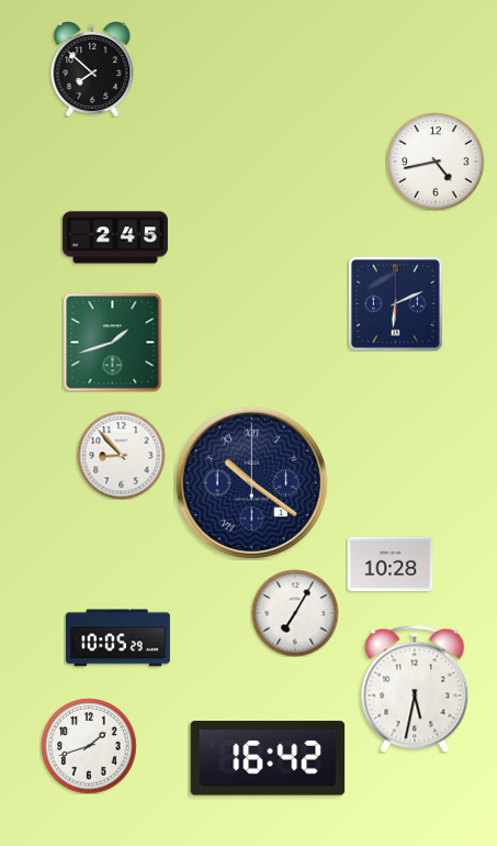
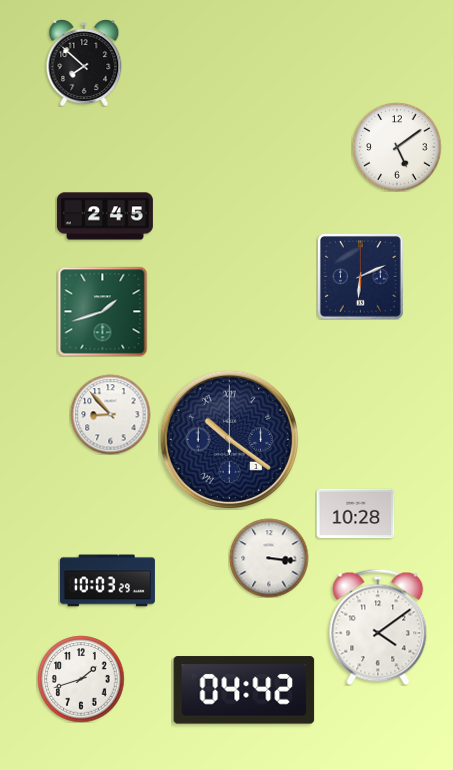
clock at (436, 162): 4:43 -> 5:09
clock at (295, 613): 7:05 -> 3:16
clock at (117, 638): 10:05 -> 10:03
clock at (415, 689): 5:32 -> 4:09
clock at (268, 758): 16:42 -> 04:42
